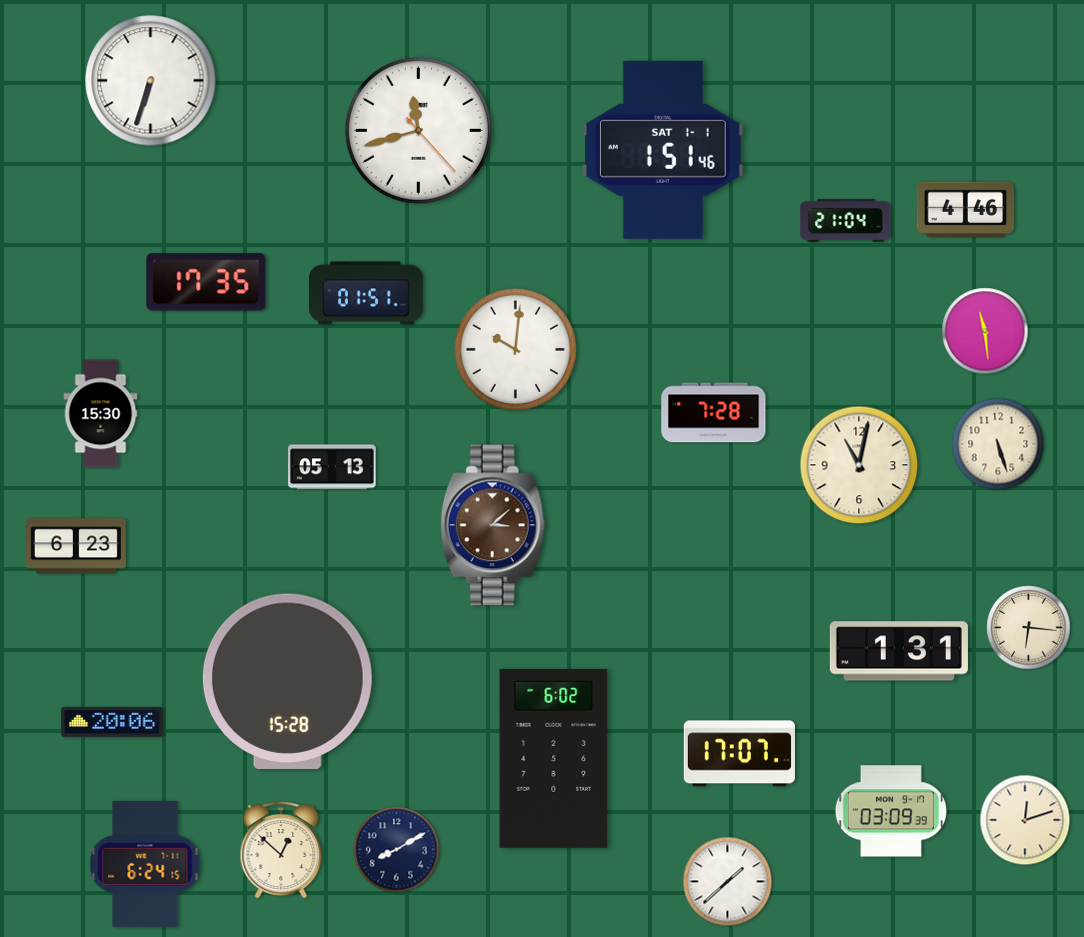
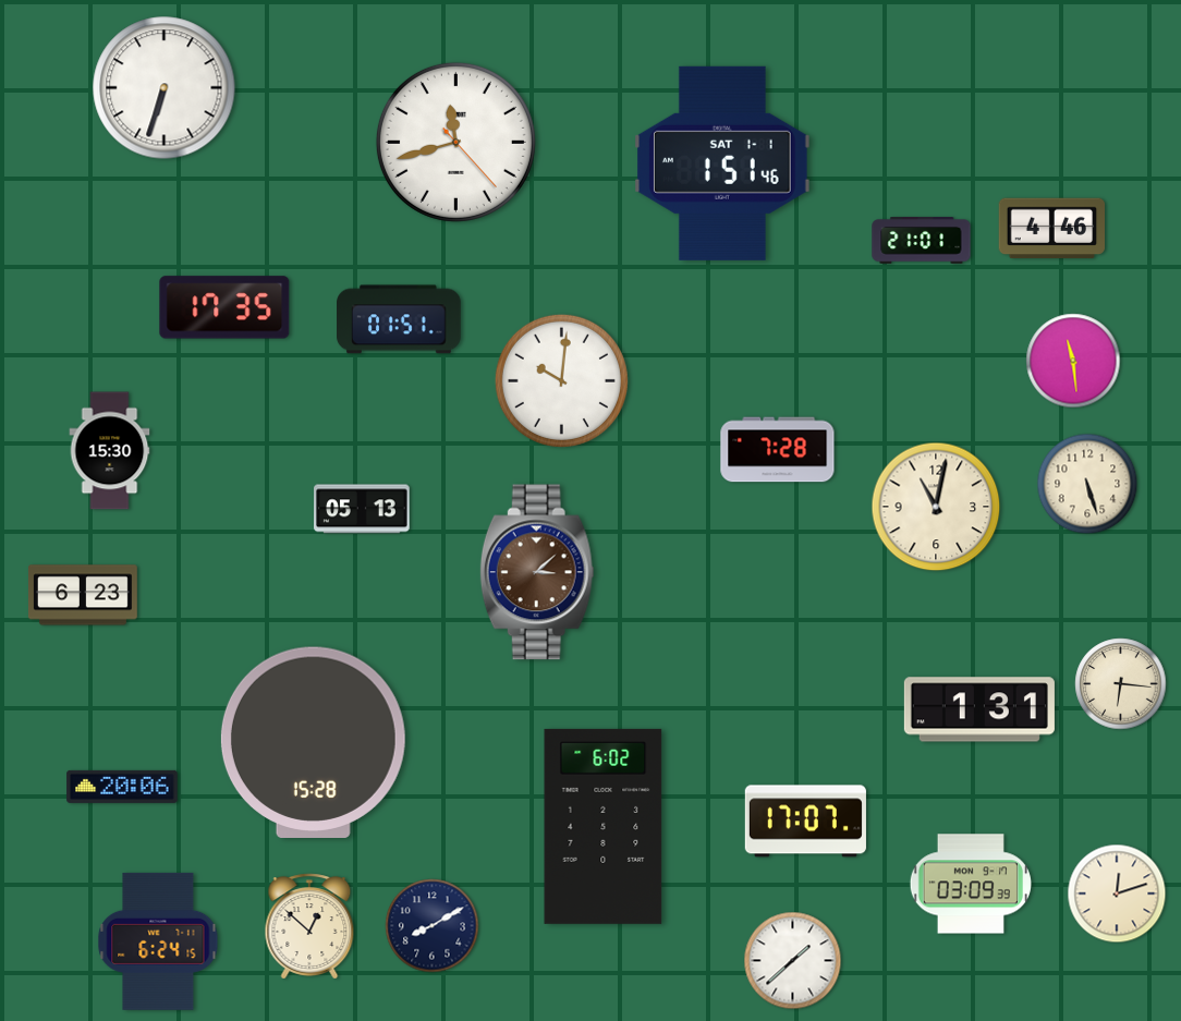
clock at (846, 221): 21:04 -> 21:01
clock at (281, 850) position: (281, 850) -> (309, 926)
